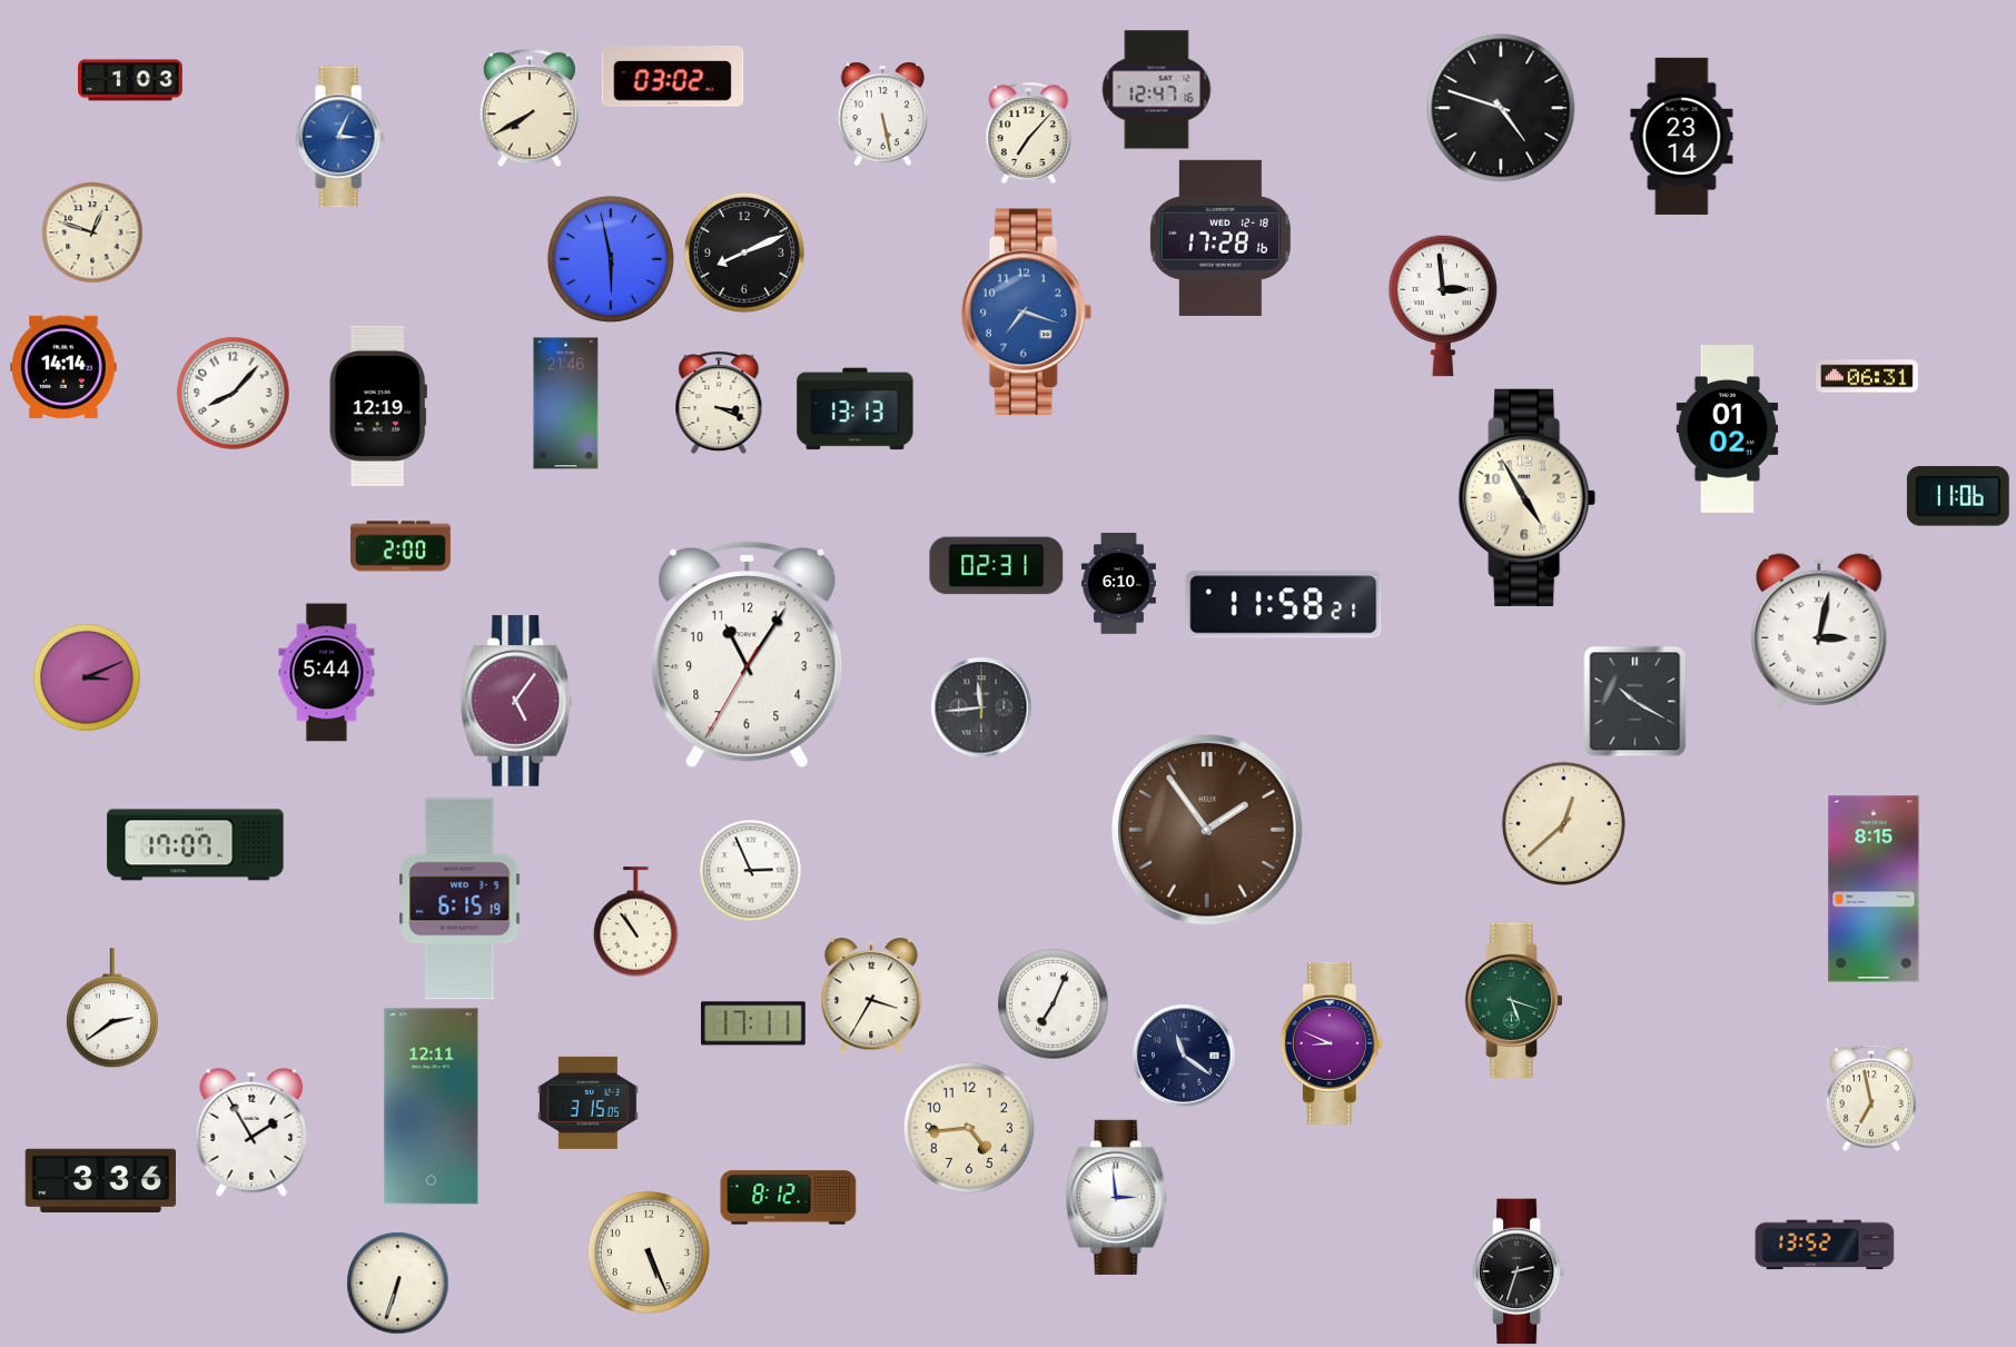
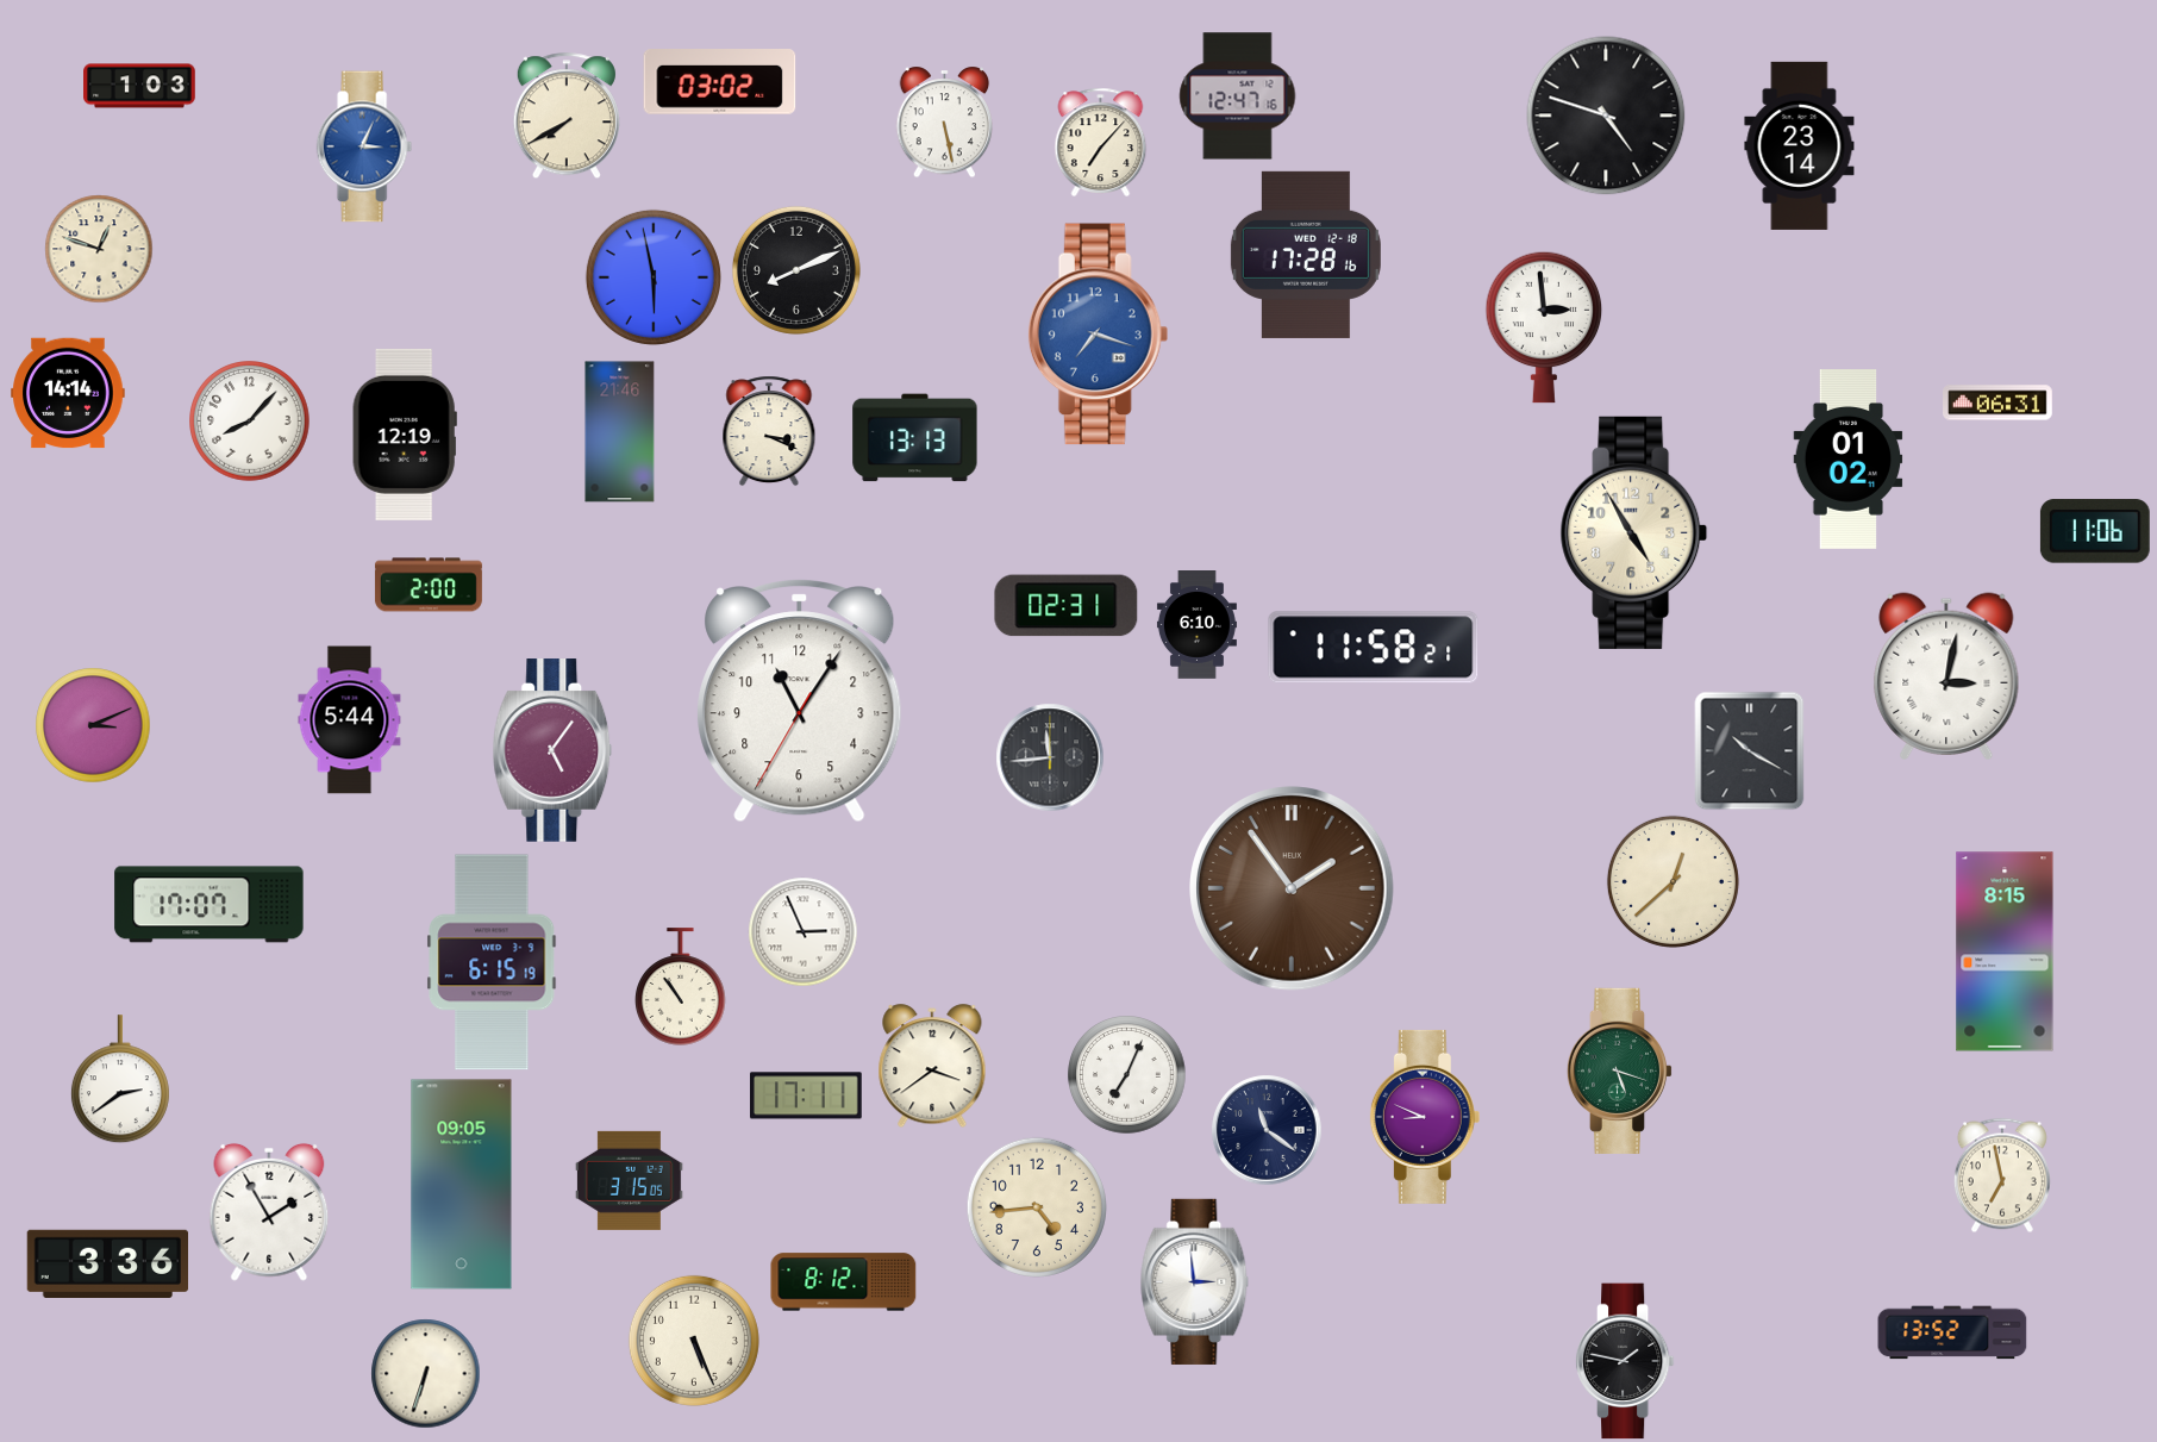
clock at (566, 404) position: (566, 404) -> (620, 432)
clock at (871, 996): 3:35 -> 3:39
clock at (432, 1107): 12:11 -> 09:05
clock at (1519, 1271): 2:33 -> 1:47
